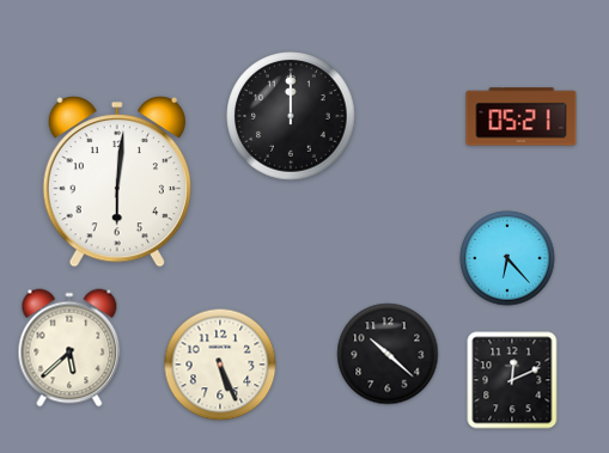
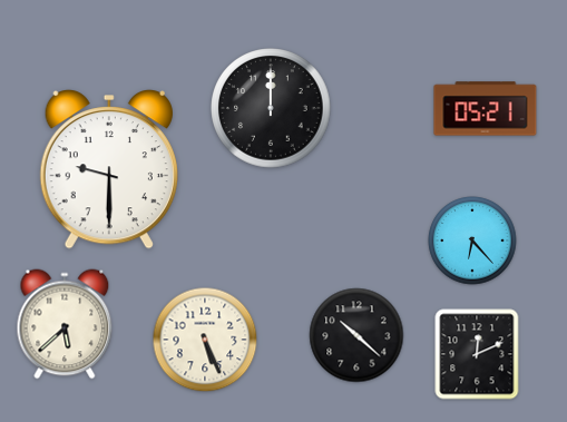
clock at (117, 183): 6:01 -> 9:30
clock at (388, 354) position: (388, 354) -> (356, 335)
